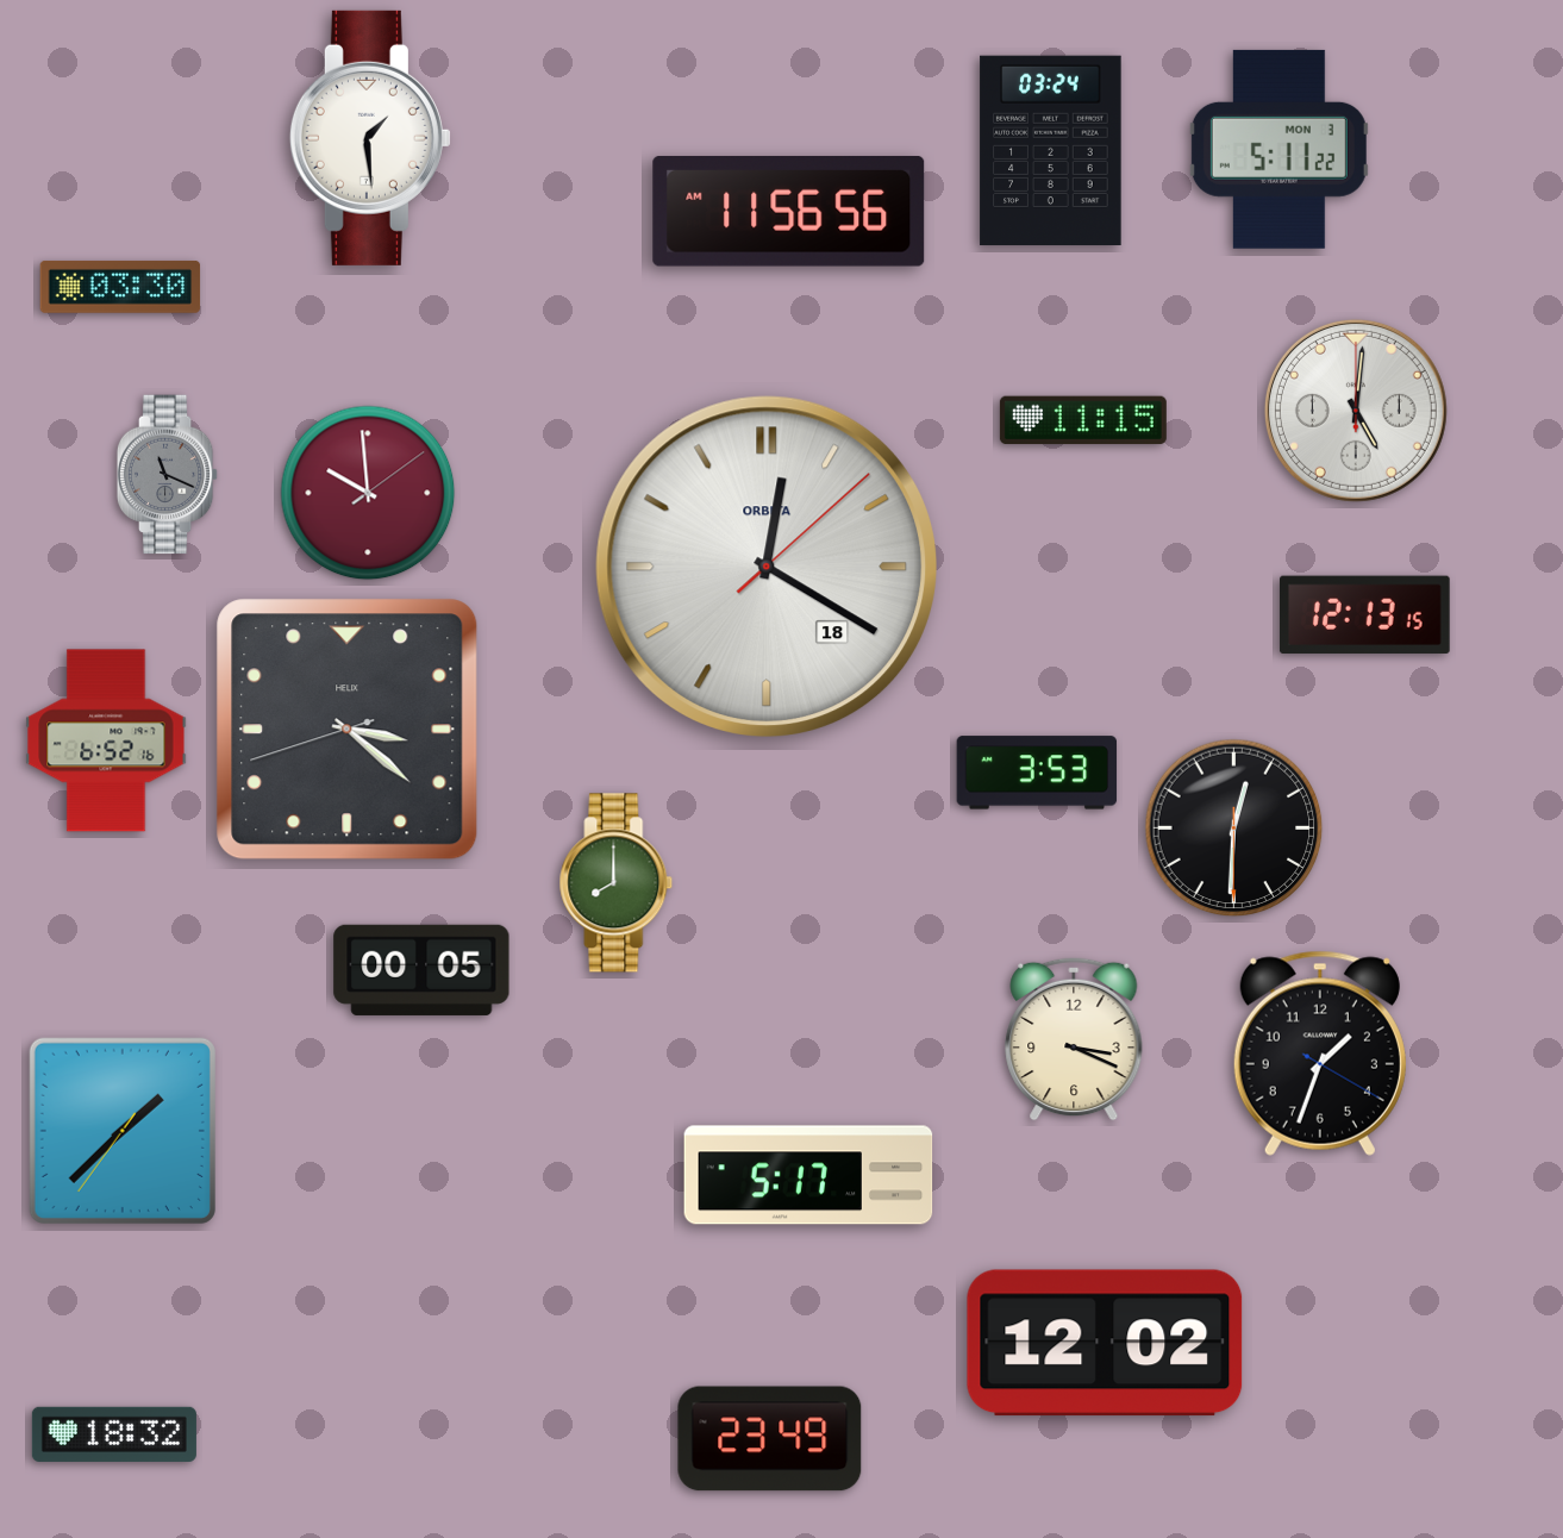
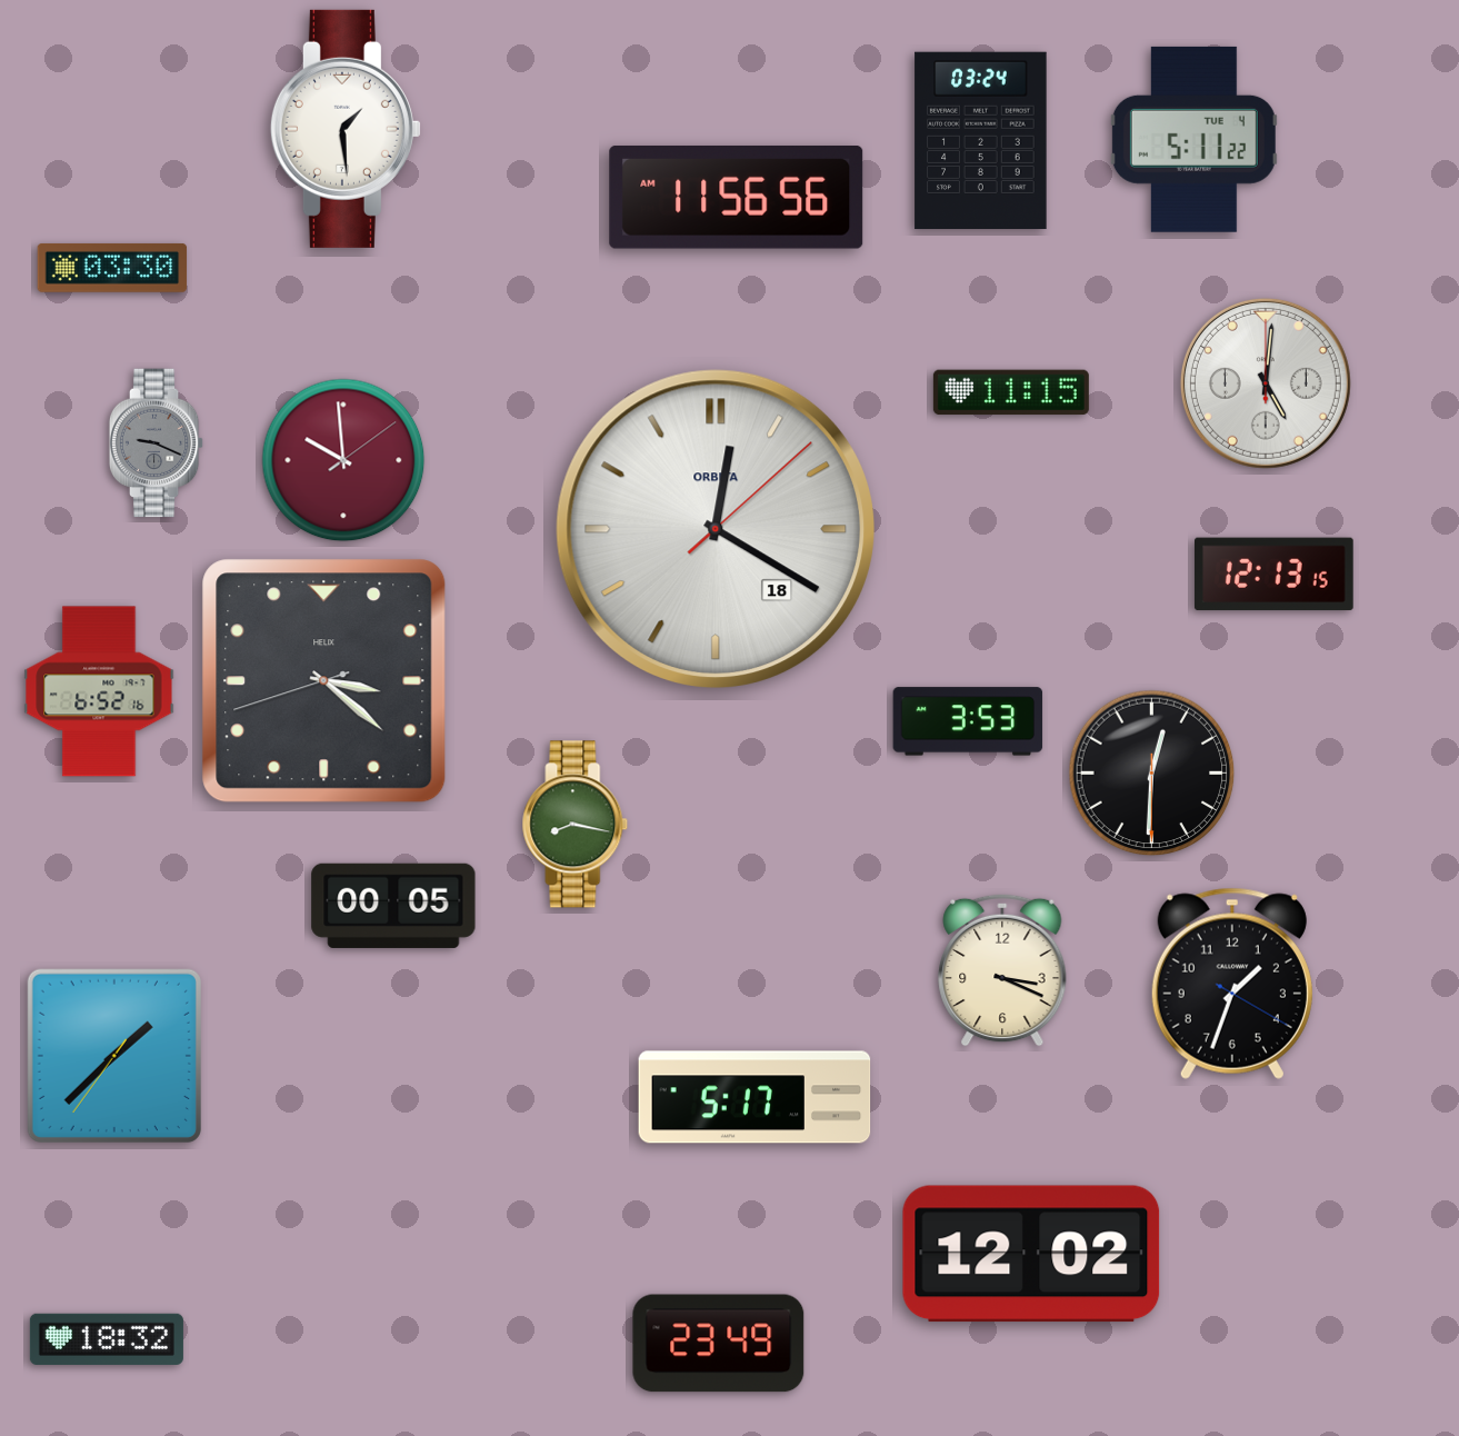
clock at (1278, 149) date: MON 3 -> TUE 4
clock at (168, 475): 11:19 -> 9:19
clock at (617, 883): 8:00 -> 8:17
